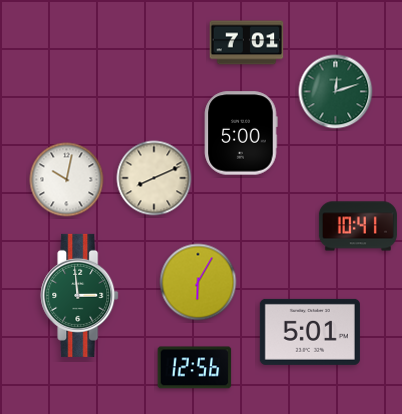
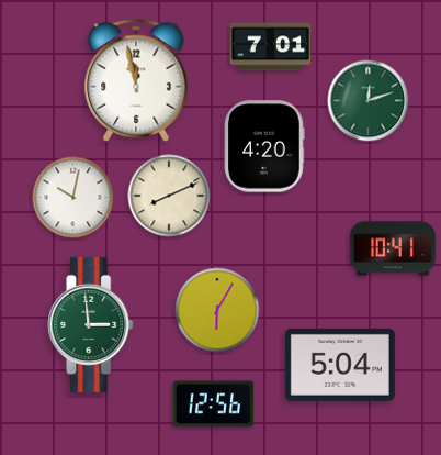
clock at (136, 80): none -> 11:58
clock at (241, 133): 5:00 -> 4:20
clock at (80, 295) position: (80, 295) -> (91, 324)
clock at (310, 332): 5:01 -> 5:04
